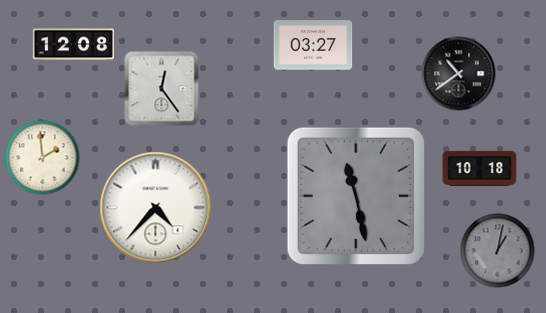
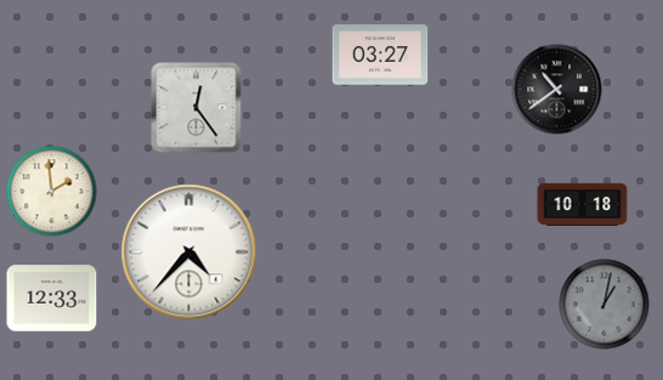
clock at (73, 45): 12:08 -> none
clock at (356, 196): 11:28 -> none
clock at (52, 299): none -> 12:33
